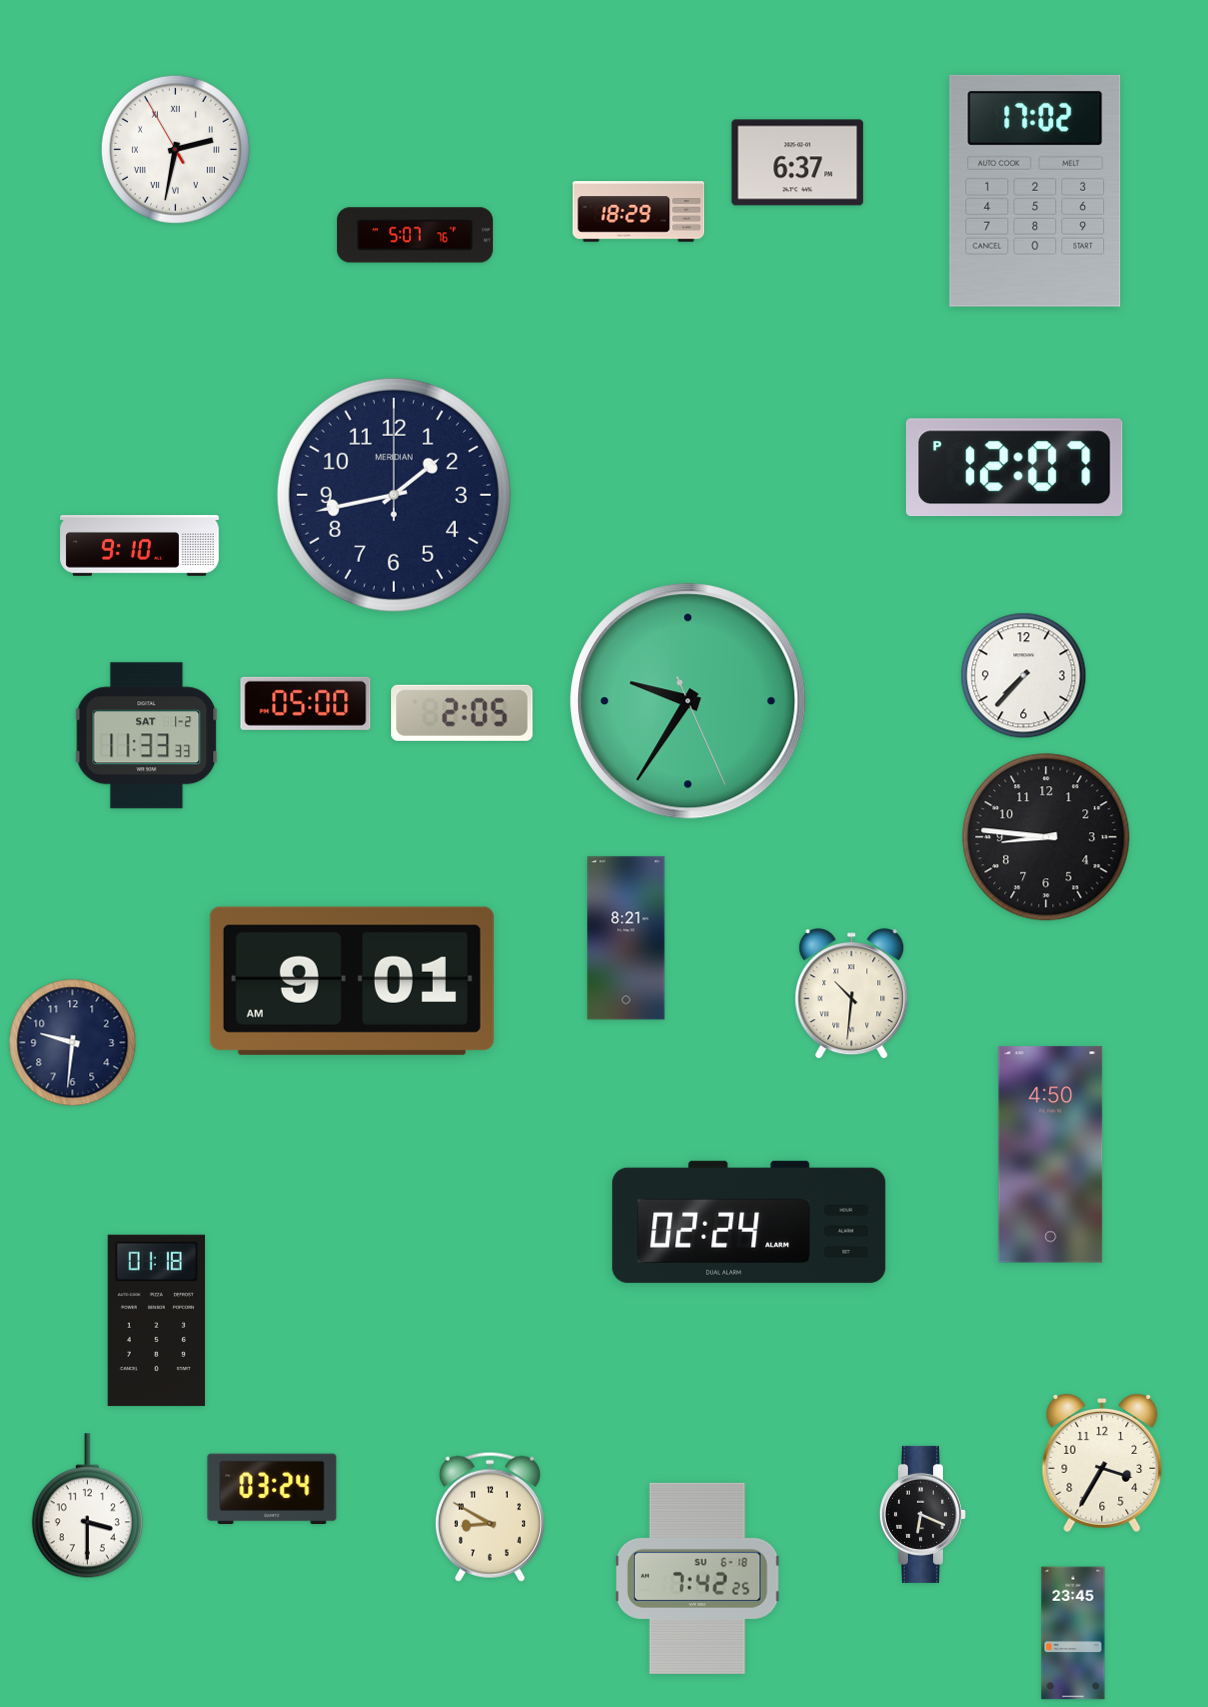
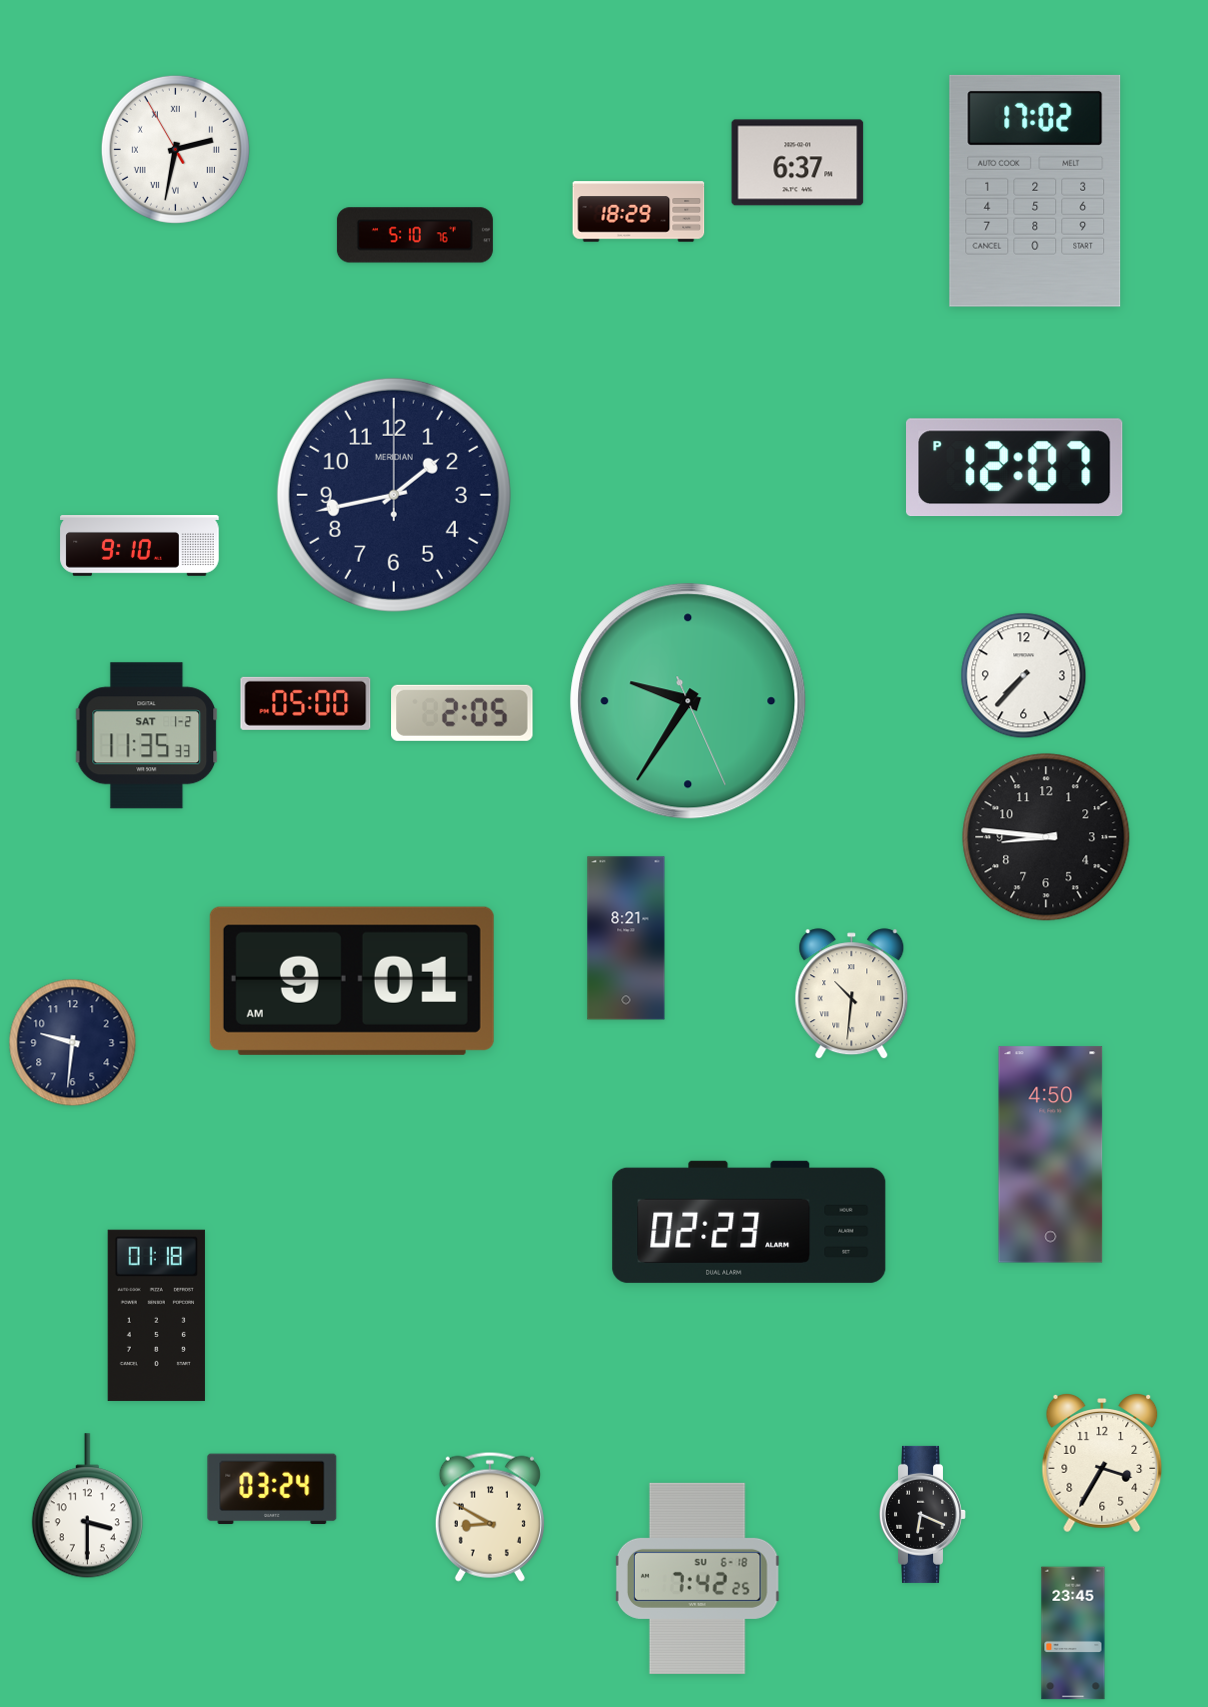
clock at (415, 235): 5:07 -> 5:10
clock at (147, 736): 11:33 -> 11:35
clock at (749, 1222): 02:24 -> 02:23
clock at (156, 1320) position: (156, 1320) -> (156, 1315)
